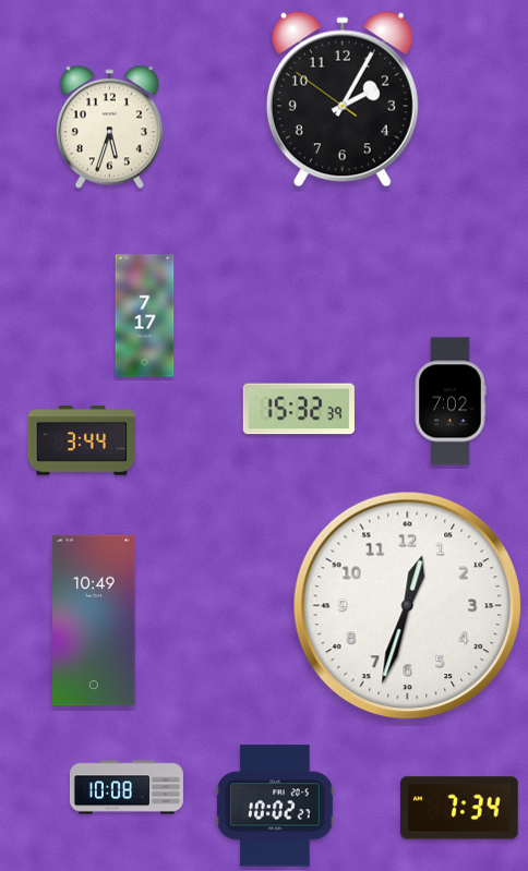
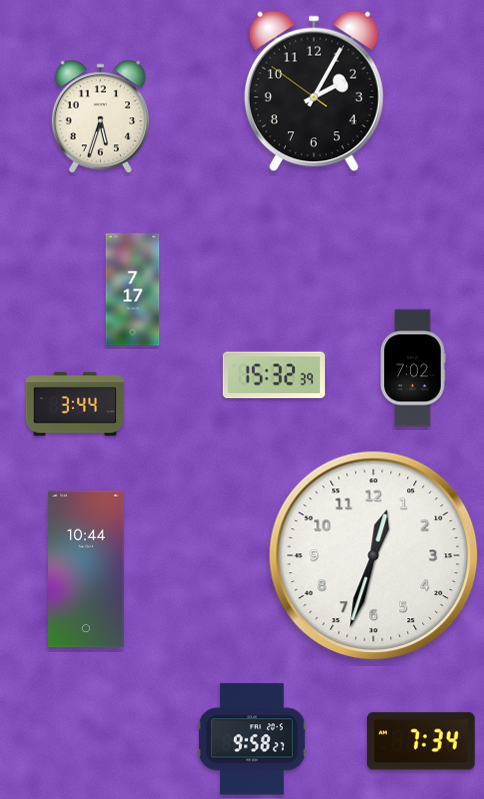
clock at (94, 620): 10:49 -> 10:44
clock at (127, 787): 10:08 -> none
clock at (275, 806): 10:02 -> 9:58
